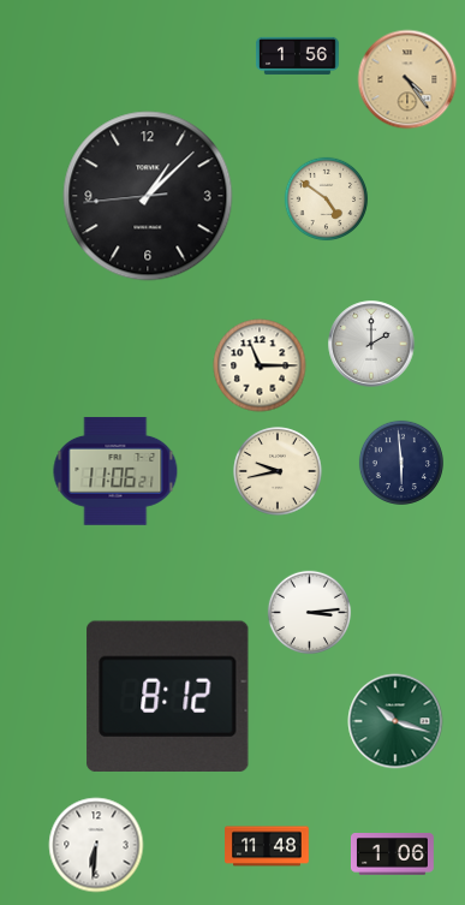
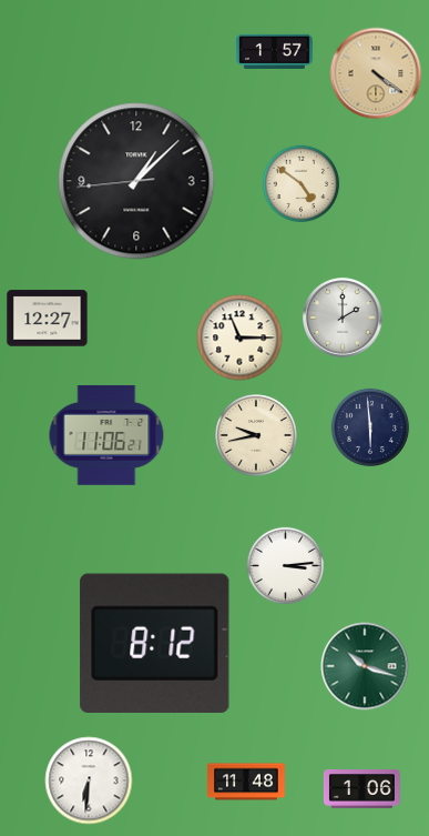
clock at (297, 55): 1:56 -> 1:57
clock at (407, 79): 4:24 -> 4:21
clock at (48, 319): none -> 12:27
